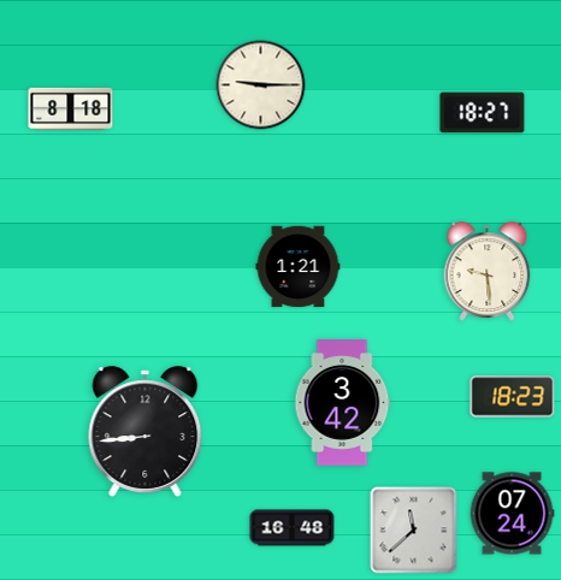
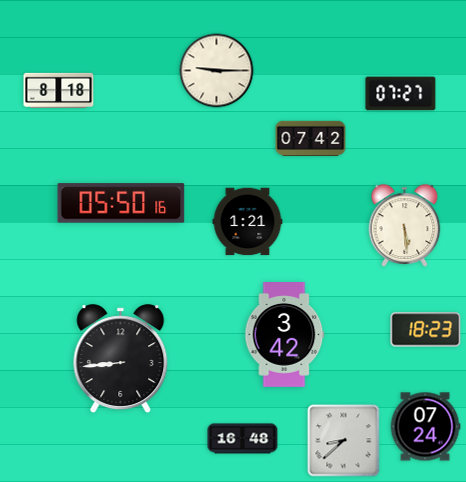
clock at (483, 113): 18:27 -> 07:27
clock at (311, 138): none -> 07:42
clock at (121, 203): none -> 05:50
clock at (488, 272): 9:29 -> 5:29
clock at (414, 531): 11:38 -> 8:38
